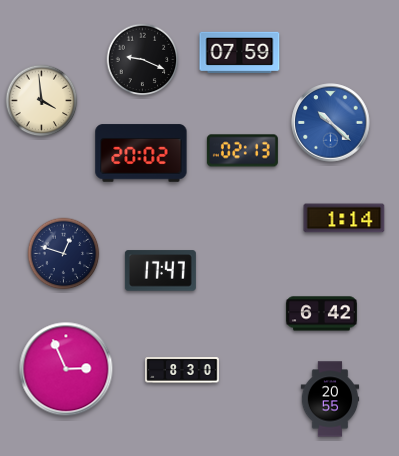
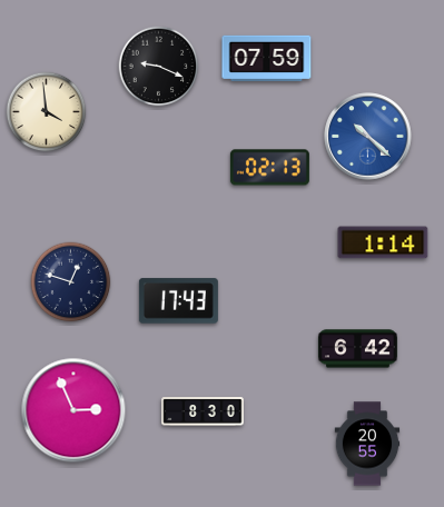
clock at (141, 153): 20:02 -> none
clock at (160, 271): 17:47 -> 17:43
